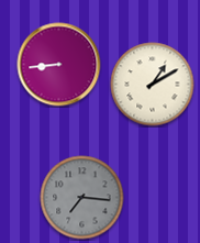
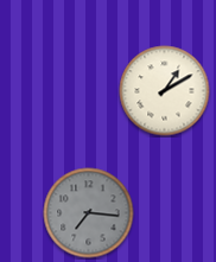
clock at (59, 65): 8:44 -> none
